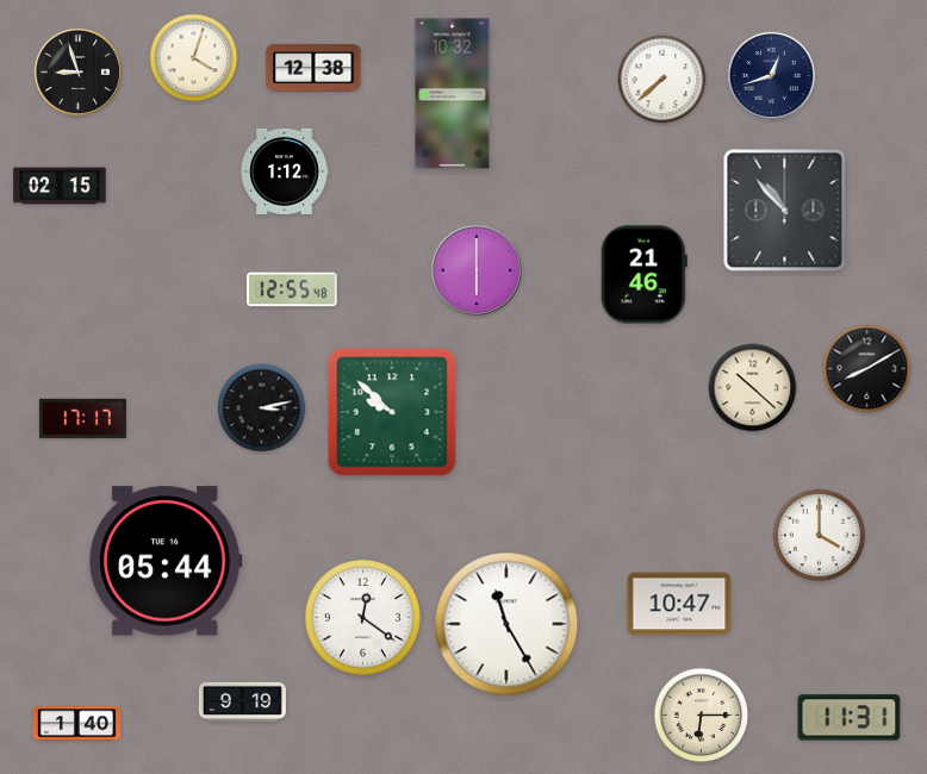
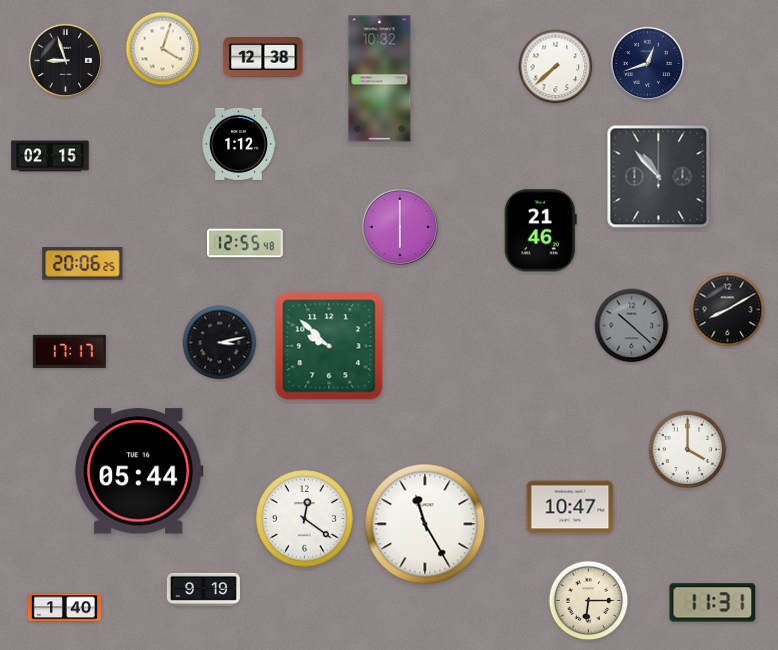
clock at (83, 264): none -> 20:06
clock at (753, 388) dial: cream -> grey
